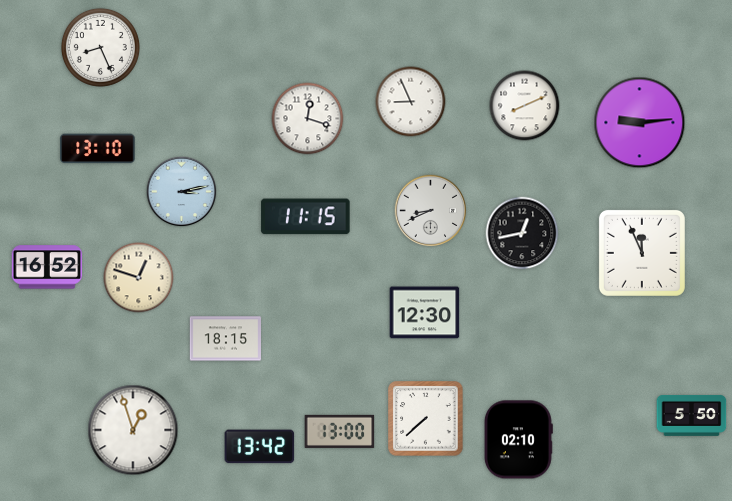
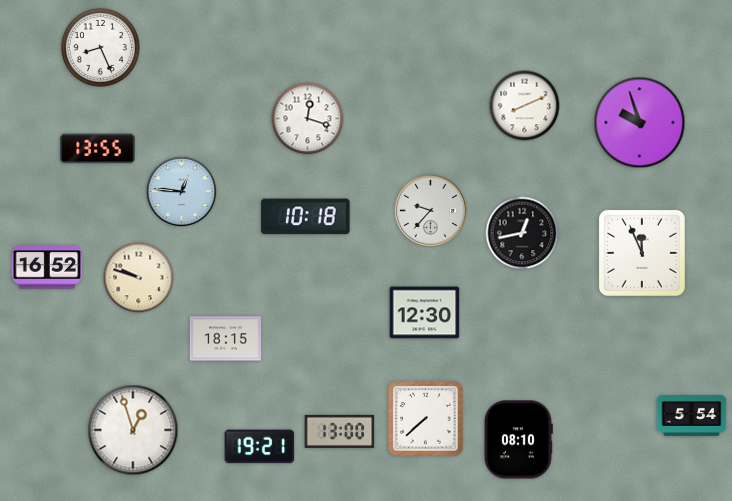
clock at (411, 102): 8:56 -> none
clock at (640, 123): 9:14 -> 9:57
clock at (98, 149): 13:10 -> 13:55
clock at (182, 192): 3:13 -> 12:46
clock at (431, 211): 8:41 -> 9:37
clock at (306, 217): 11:15 -> 10:18
clock at (139, 278): 12:48 -> 9:48
clock at (692, 415): 5:50 -> 5:54
clock at (518, 440): 02:10 -> 08:10
clock at (260, 447): 13:42 -> 19:21
